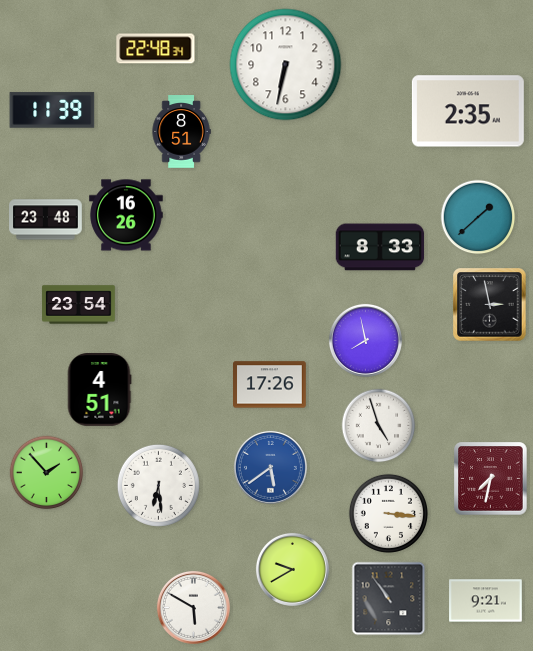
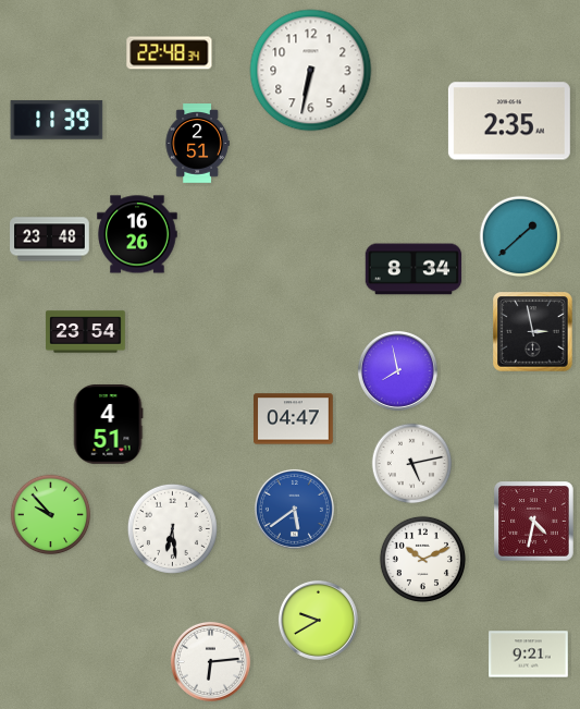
clock at (181, 132): 8:51 -> 2:51
clock at (380, 247): 8:33 -> 8:34
clock at (270, 385): 17:26 -> 04:47
clock at (379, 426): 4:57 -> 5:13
clock at (47, 473): 1:53 -> 9:53
clock at (491, 479): 7:32 -> 4:32
clock at (388, 513): 3:16 -> 10:11
clock at (389, 599): 10:54 -> none
clock at (193, 607): 5:50 -> 6:14
